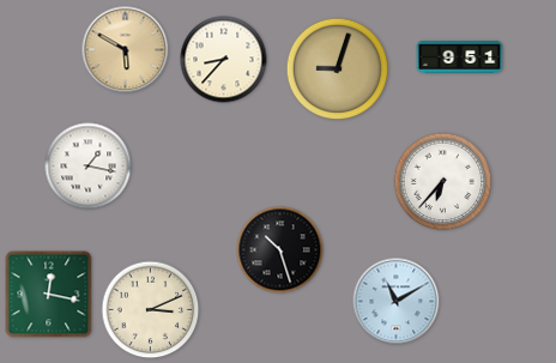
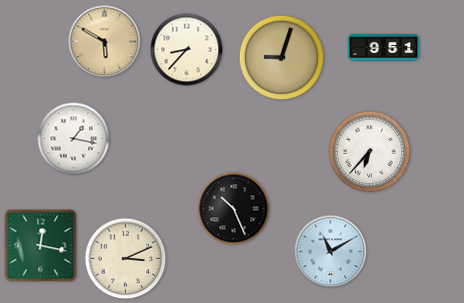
clock at (280, 250): 10:27 -> 10:26
